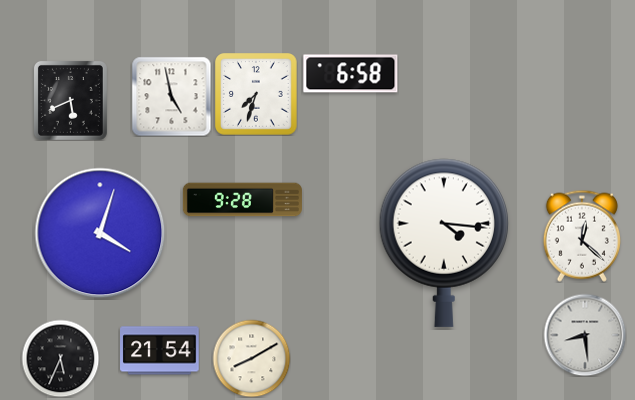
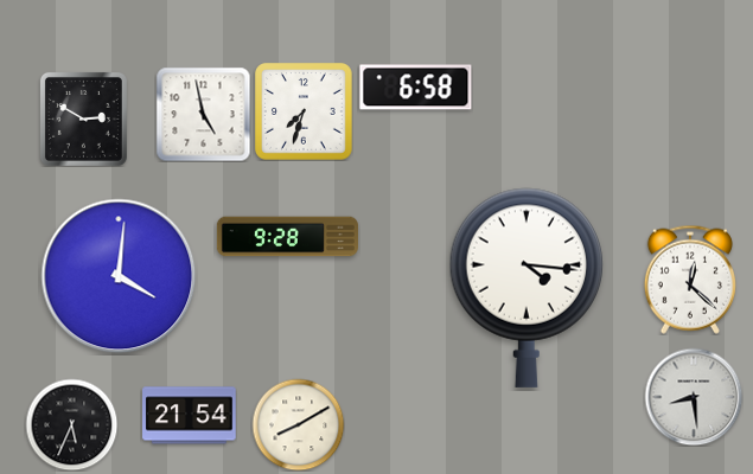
clock at (70, 100): 5:41 -> 2:50
clock at (100, 233): 4:03 -> 4:01
